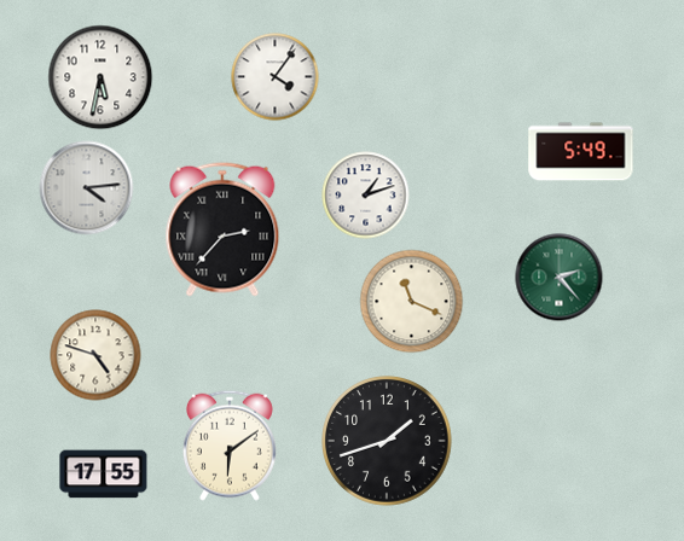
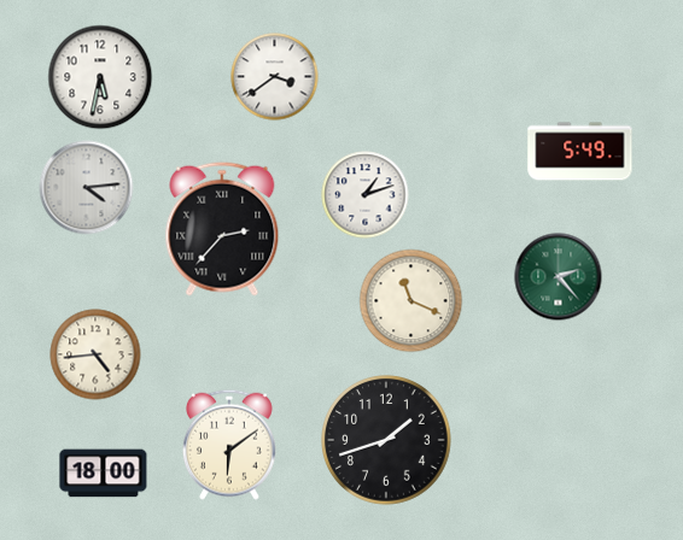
clock at (276, 77): 4:06 -> 3:39
clock at (95, 355): 4:48 -> 4:44
clock at (104, 475): 17:55 -> 18:00
